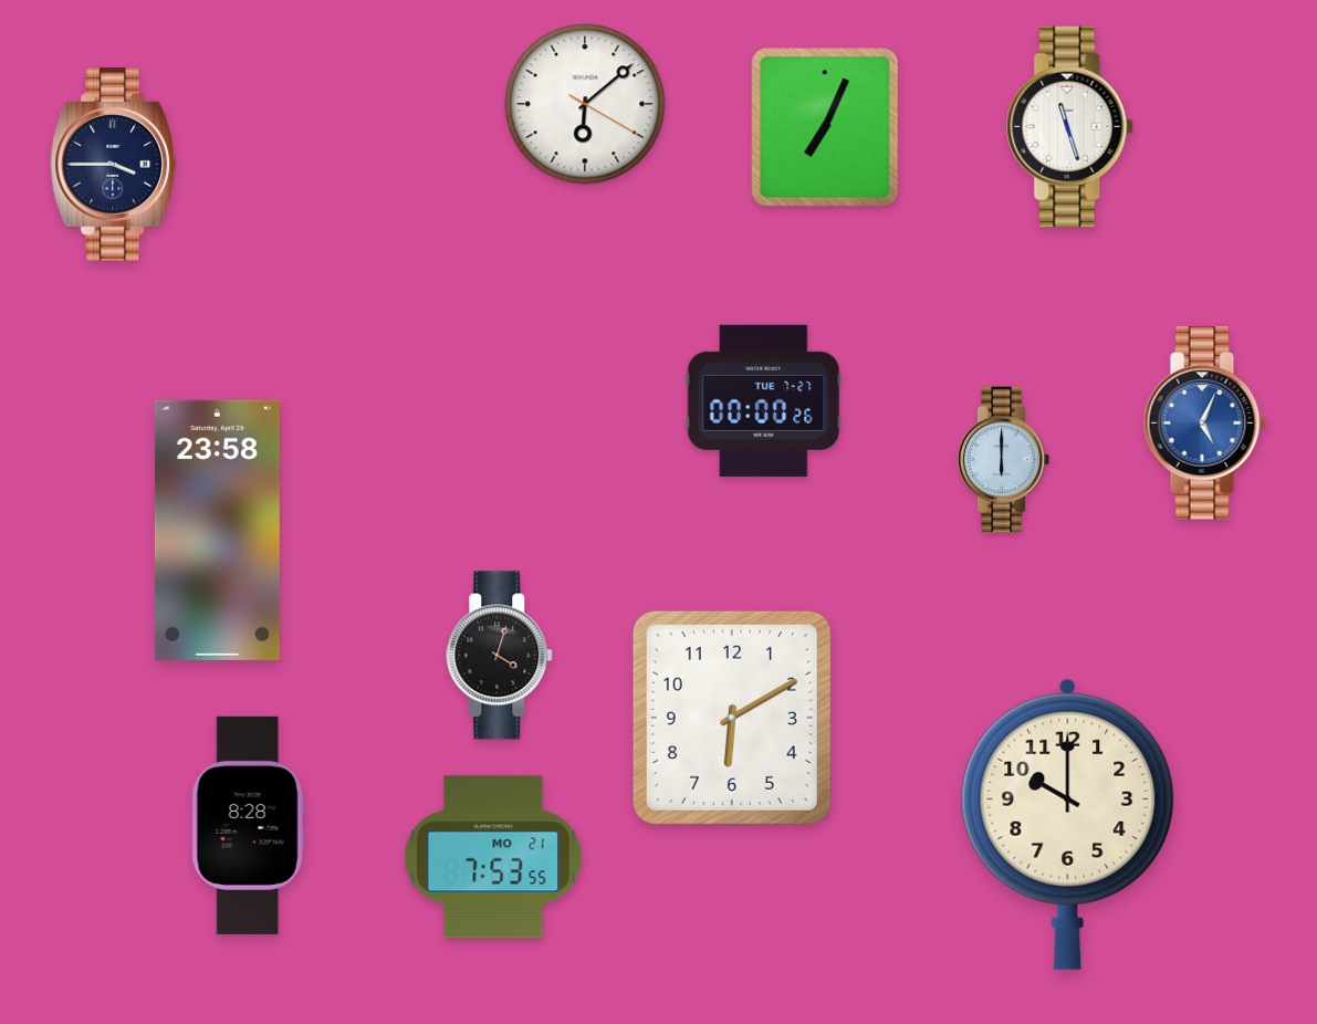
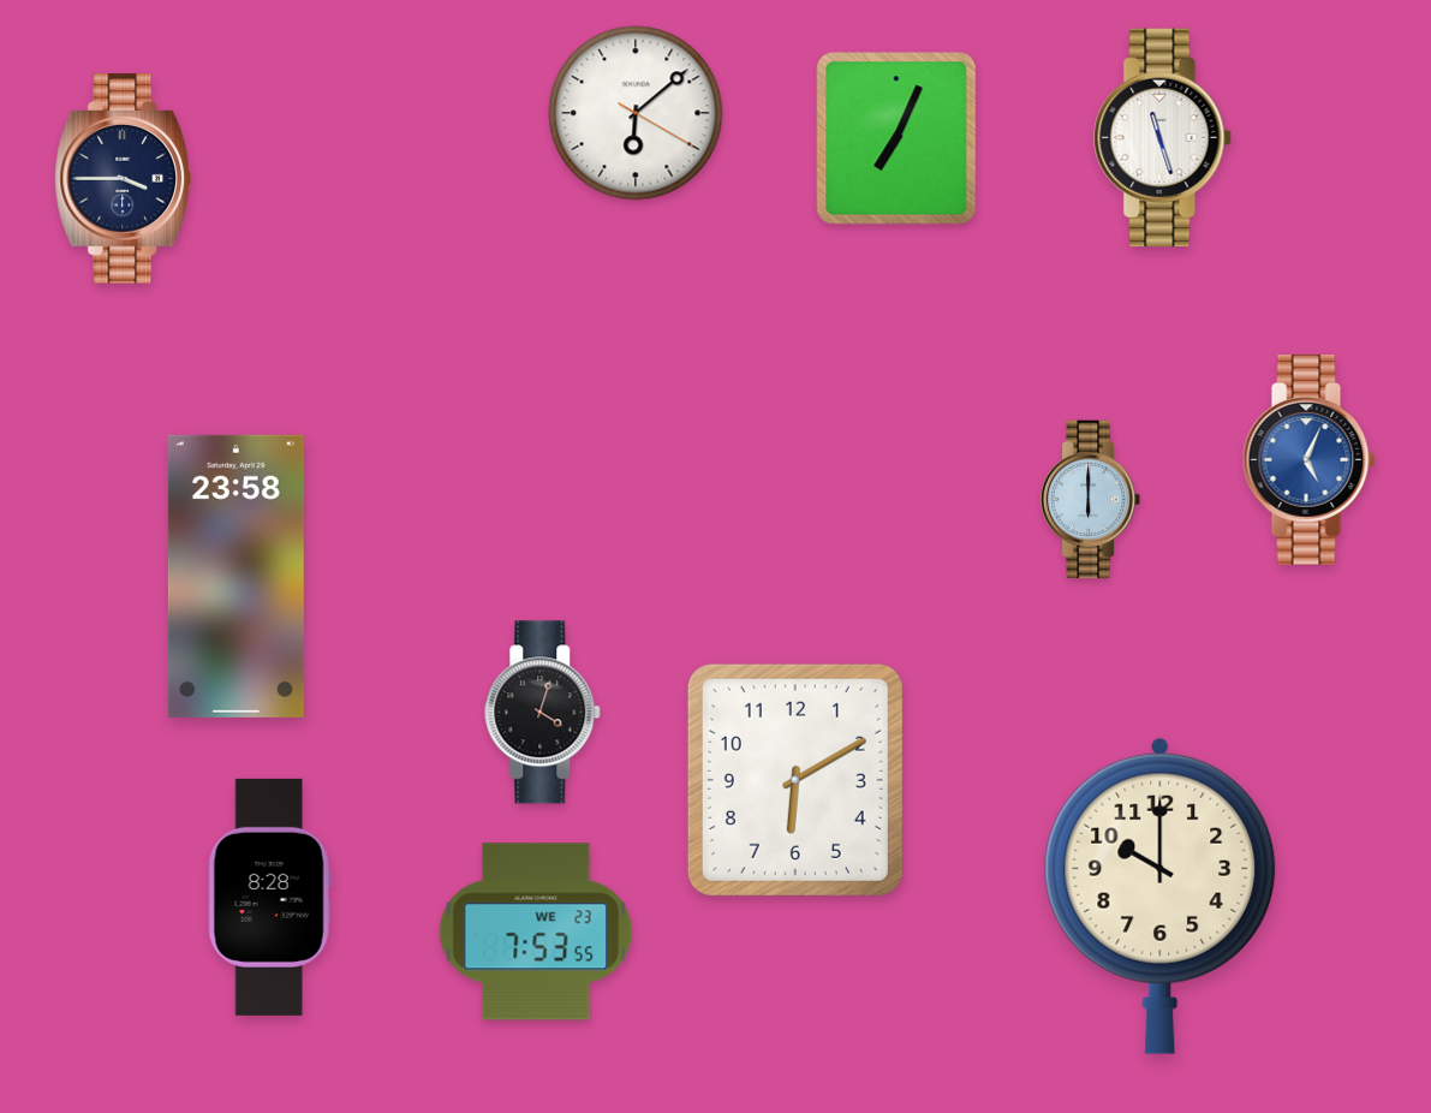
clock at (764, 400): 00:00 -> none
clock at (493, 857) date: MO 21 -> WE 23
